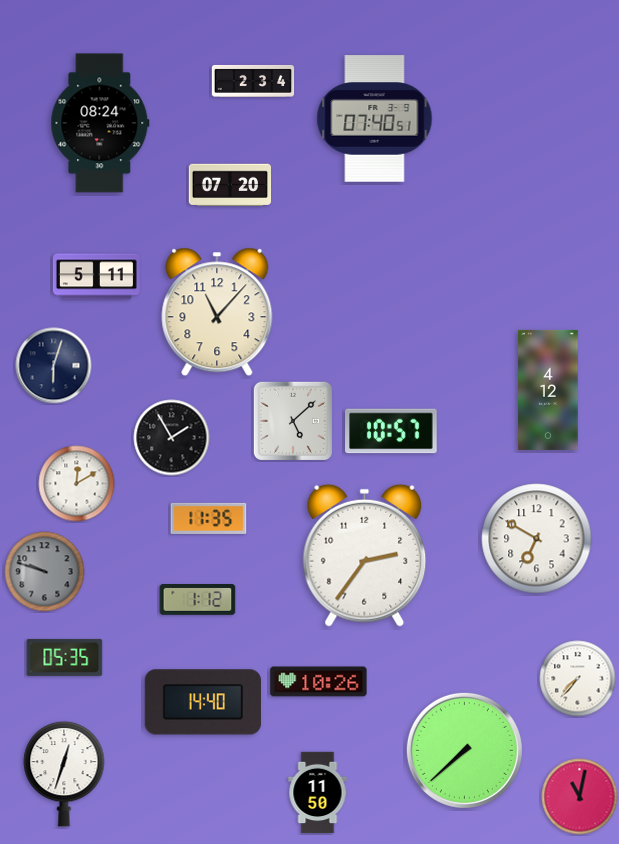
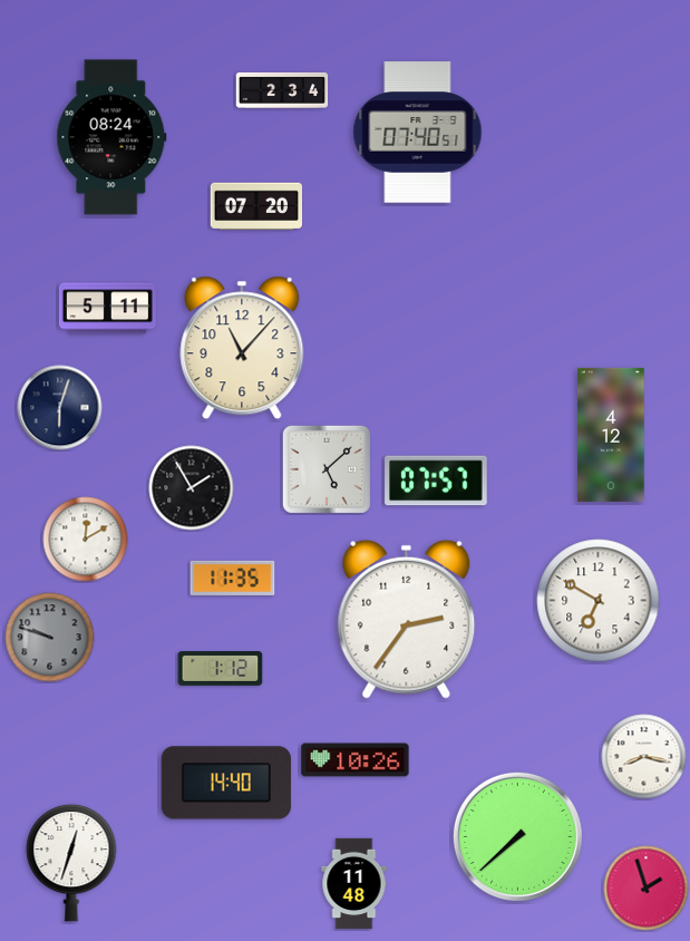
clock at (391, 431): 10:57 -> 07:57
clock at (65, 657): 05:35 -> none
clock at (578, 679): 7:37 -> 8:17
clock at (318, 793): 11:50 -> 11:48
clock at (580, 797): 11:02 -> 1:57
